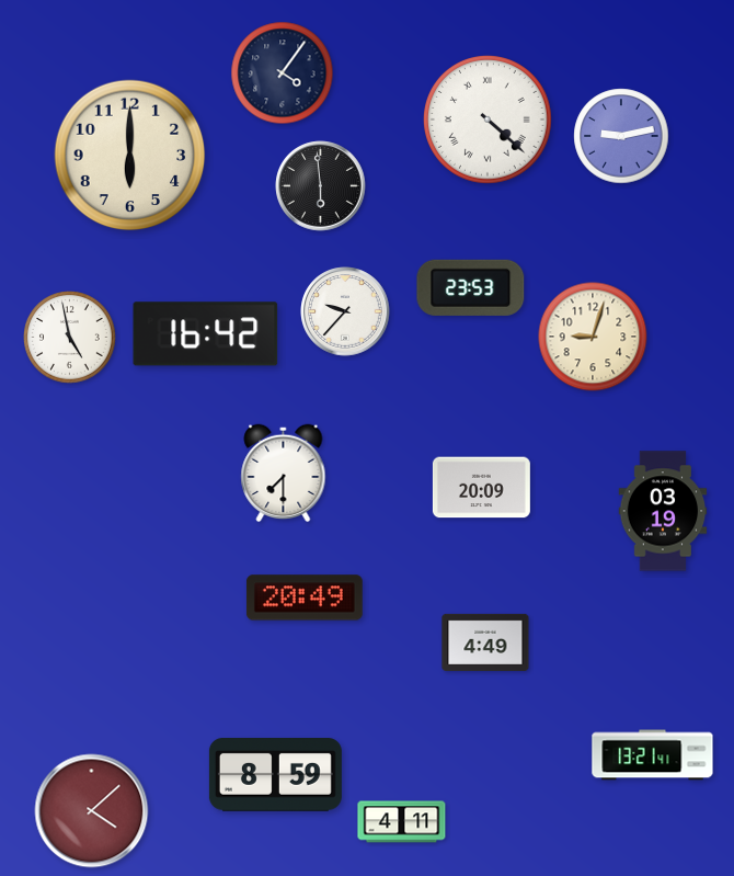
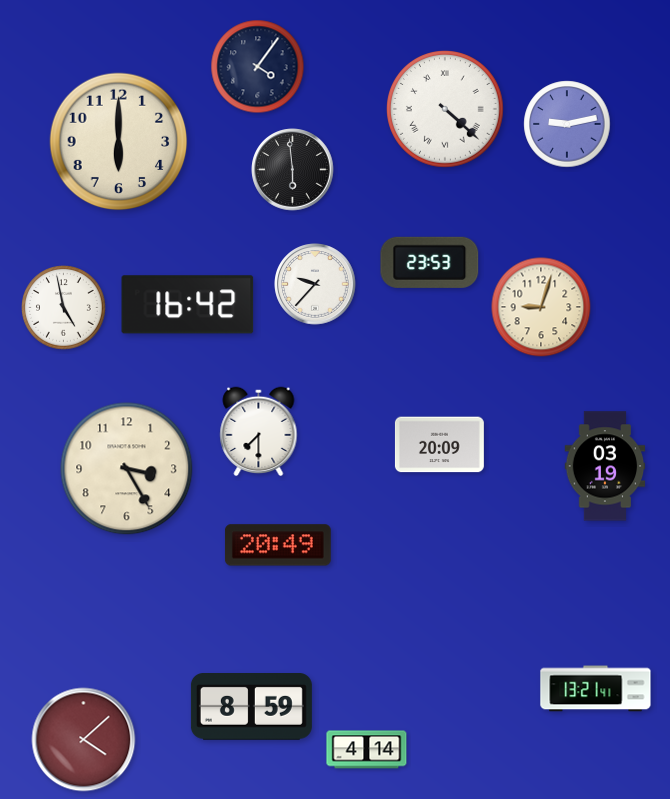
clock at (127, 469): none -> 3:25
clock at (485, 642): 4:49 -> none
clock at (402, 822): 4:11 -> 4:14
